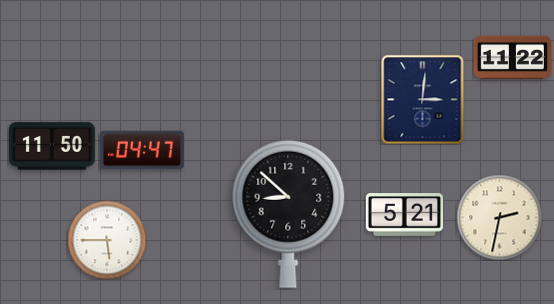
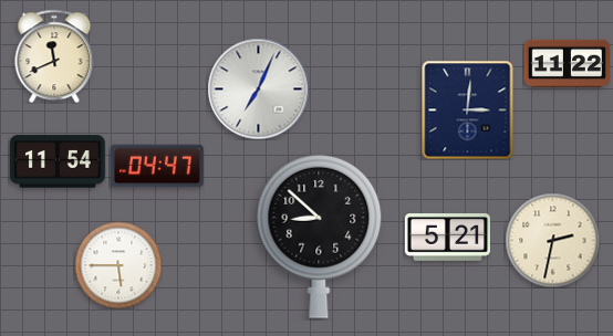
clock at (54, 56): none -> 11:41
clock at (258, 88): none -> 7:04
clock at (52, 146): 11:50 -> 11:54
